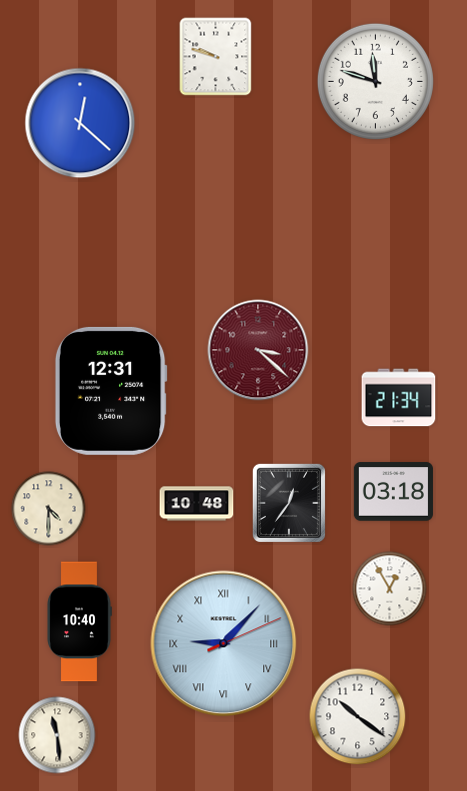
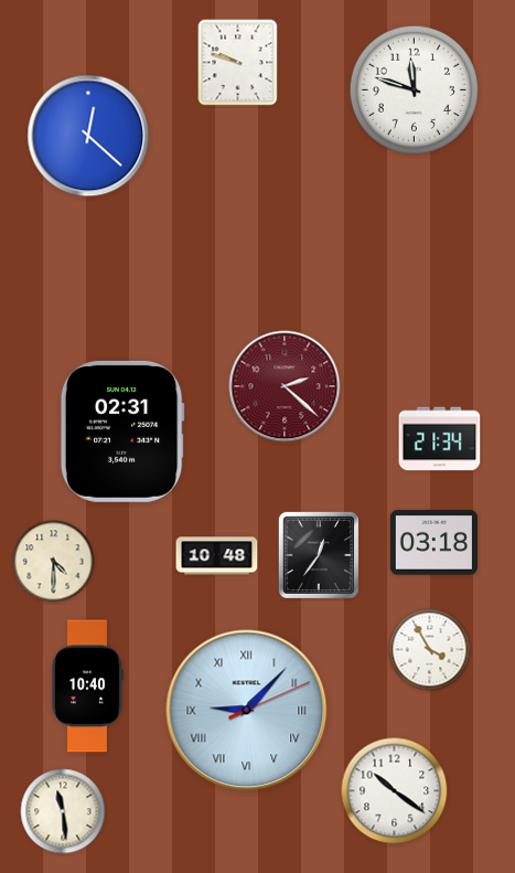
clock at (258, 350): 3:22 -> 2:22
clock at (111, 391): 12:31 -> 02:31
clock at (390, 589): 12:55 -> 3:55
